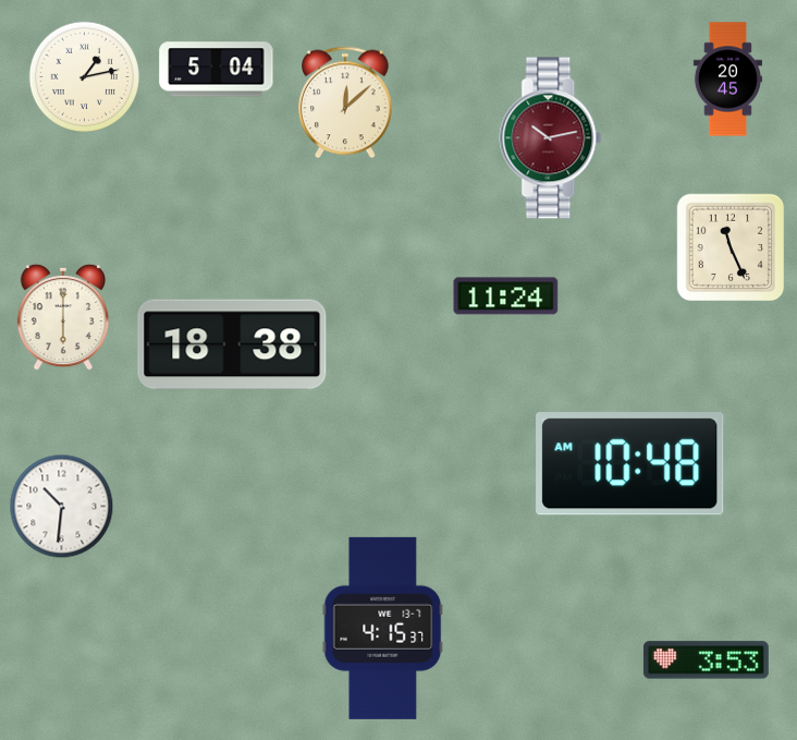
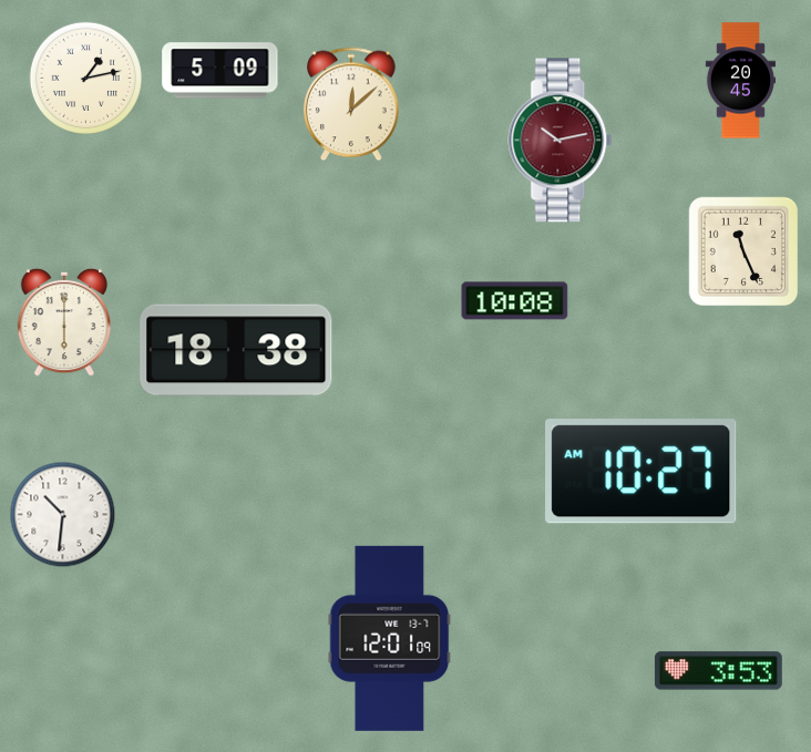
clock at (217, 70): 5:04 -> 5:09
clock at (506, 296): 11:24 -> 10:08
clock at (630, 464): 10:48 -> 10:27
clock at (383, 628): 4:15 -> 12:01
